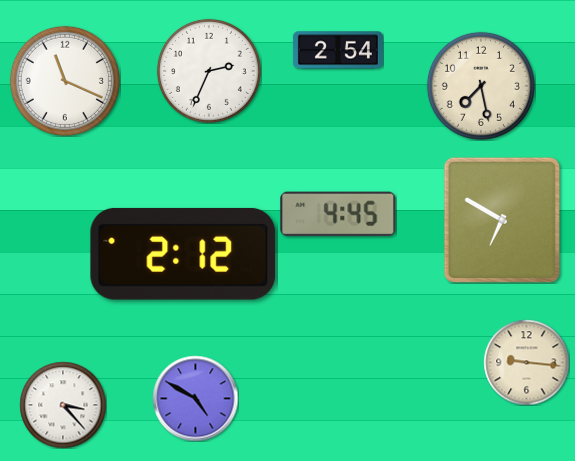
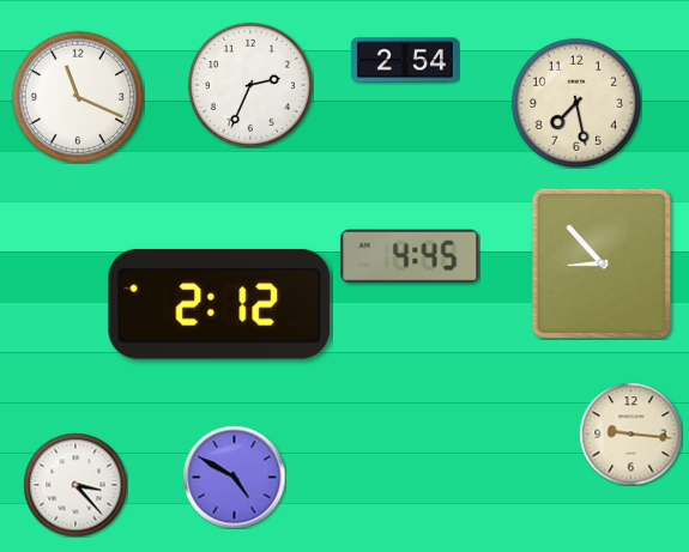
clock at (338, 213) position: (338, 213) -> (410, 255)
clock at (502, 220): 6:50 -> 8:53
